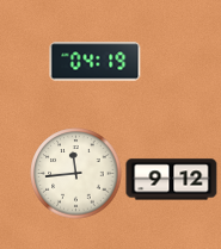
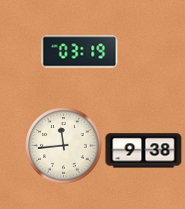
clock at (96, 62): 04:19 -> 03:19
clock at (172, 180): 9:12 -> 9:38
